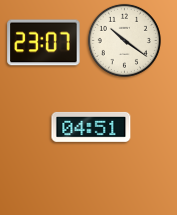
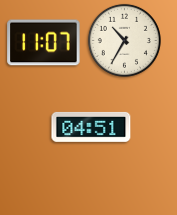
clock at (124, 40): 10:21 -> 10:35
clock at (44, 43): 23:07 -> 11:07
